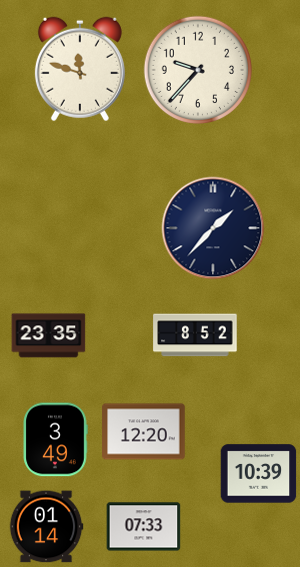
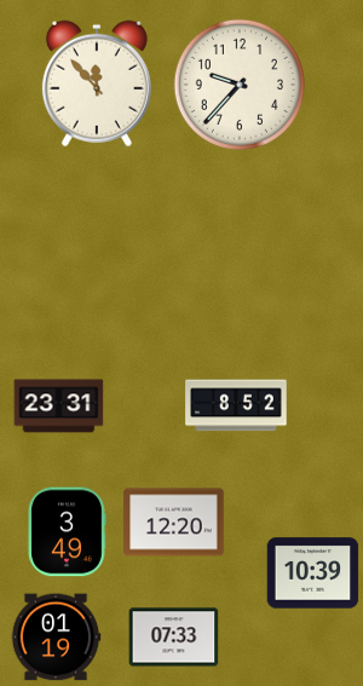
clock at (80, 69): 11:48 -> 11:53
clock at (213, 228): 1:37 -> none
clock at (49, 336): 23:35 -> 23:31
clock at (46, 527): 01:14 -> 01:19
